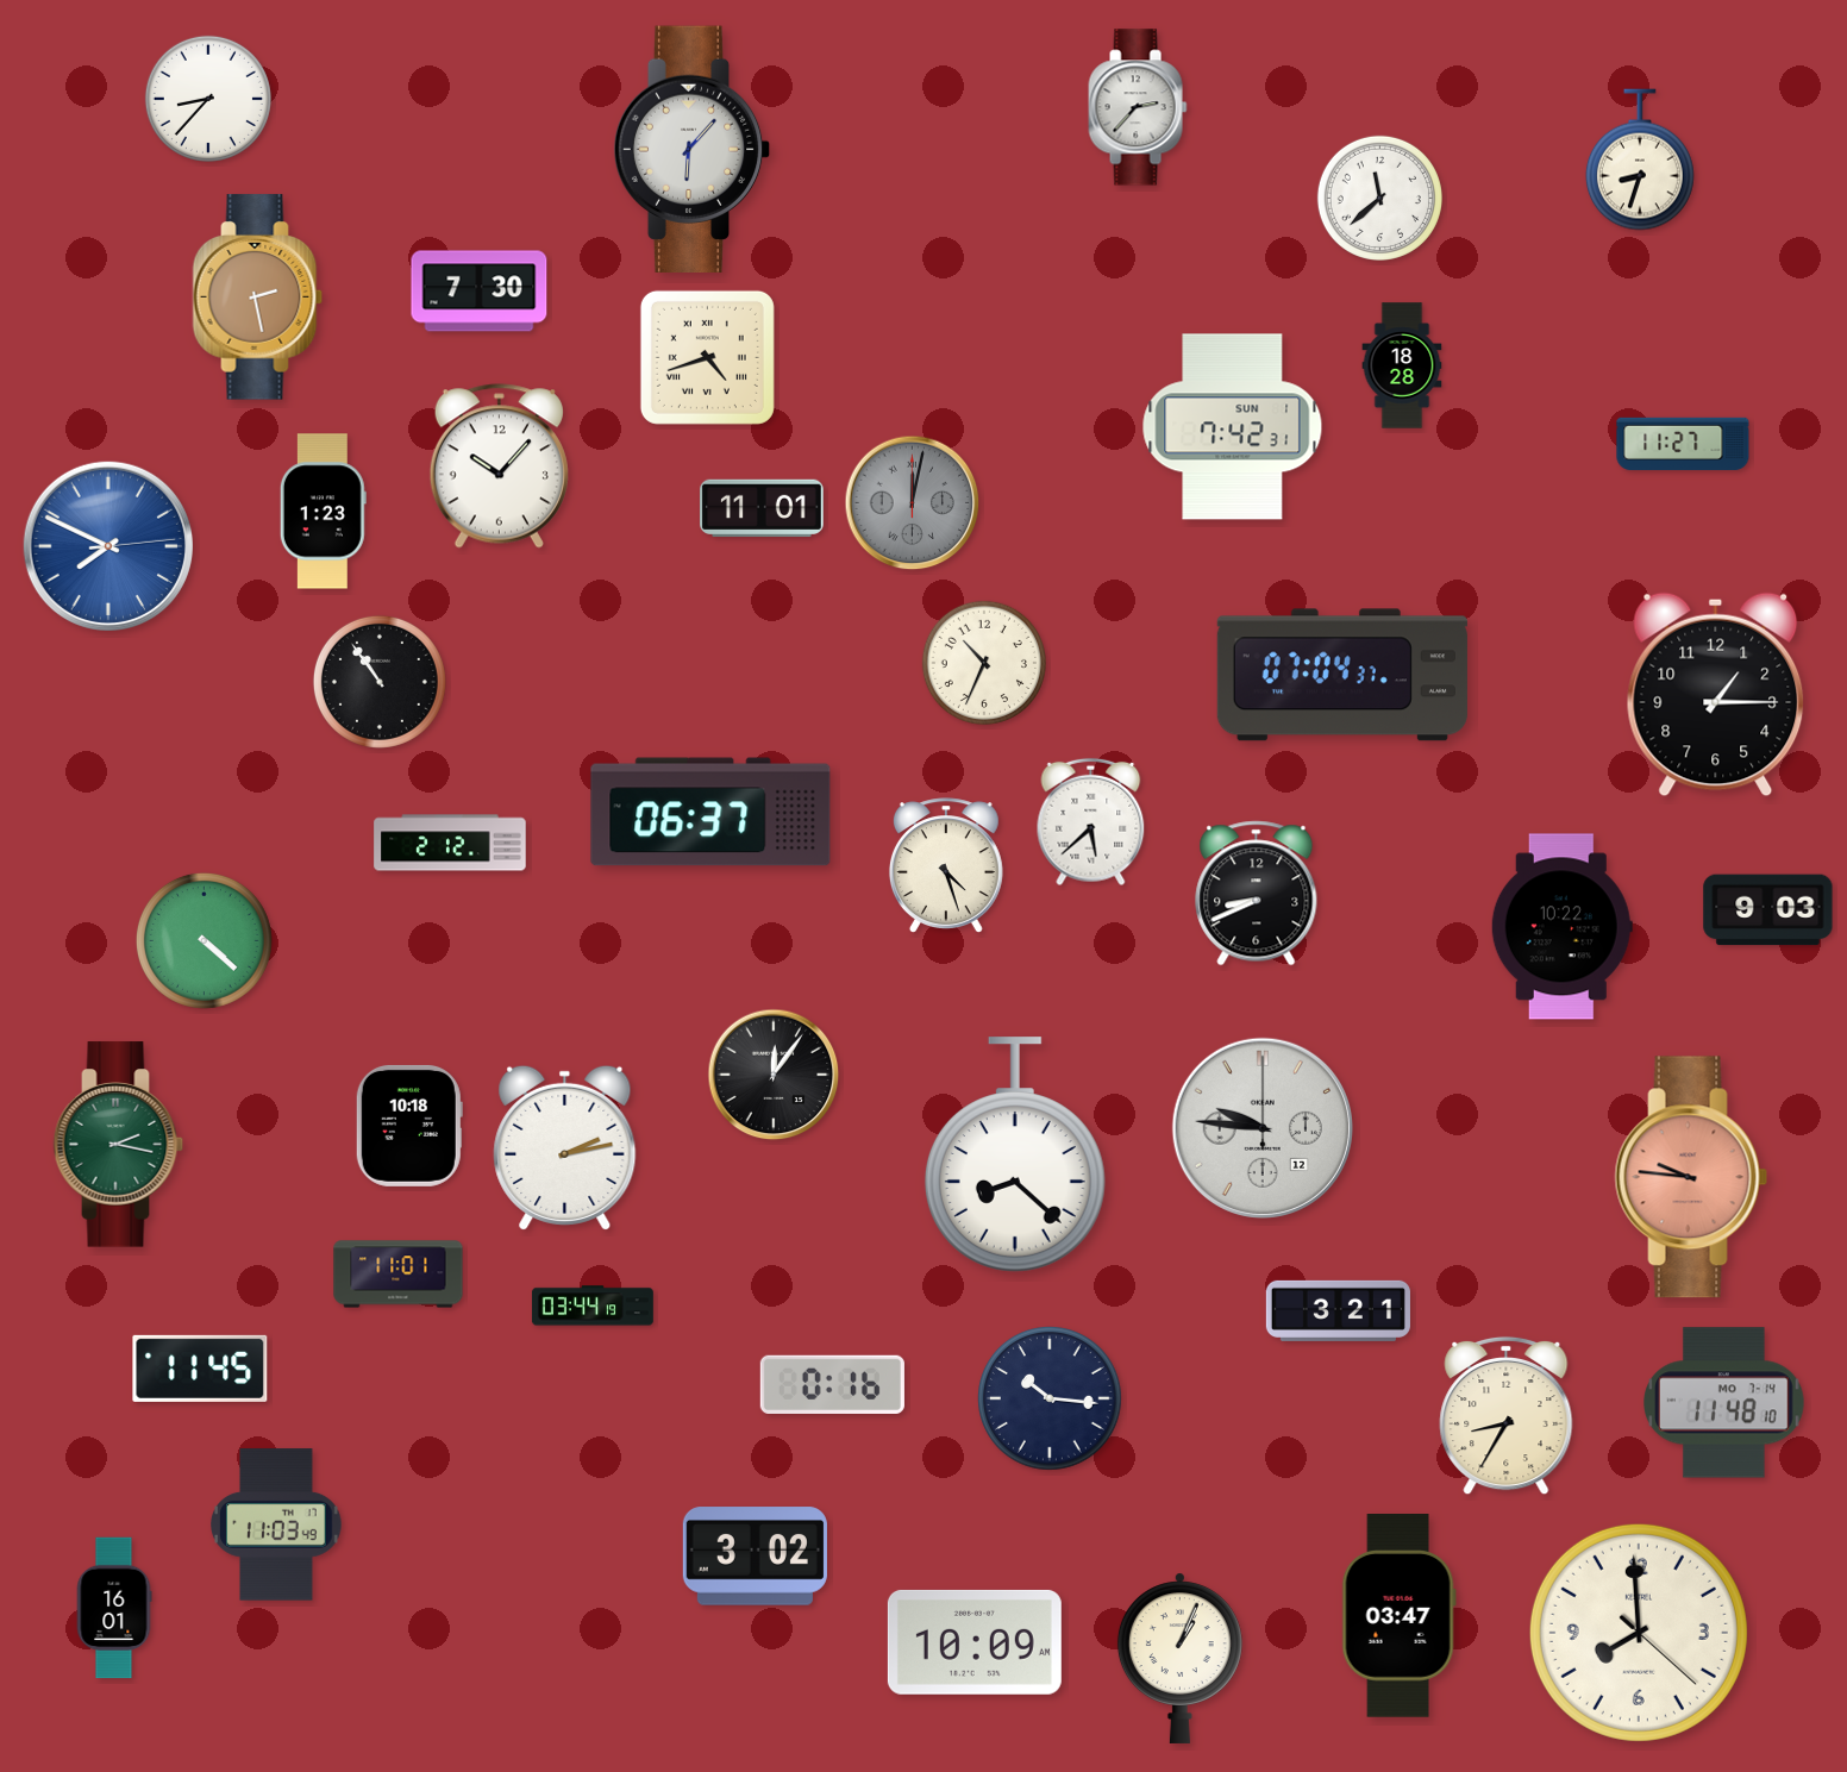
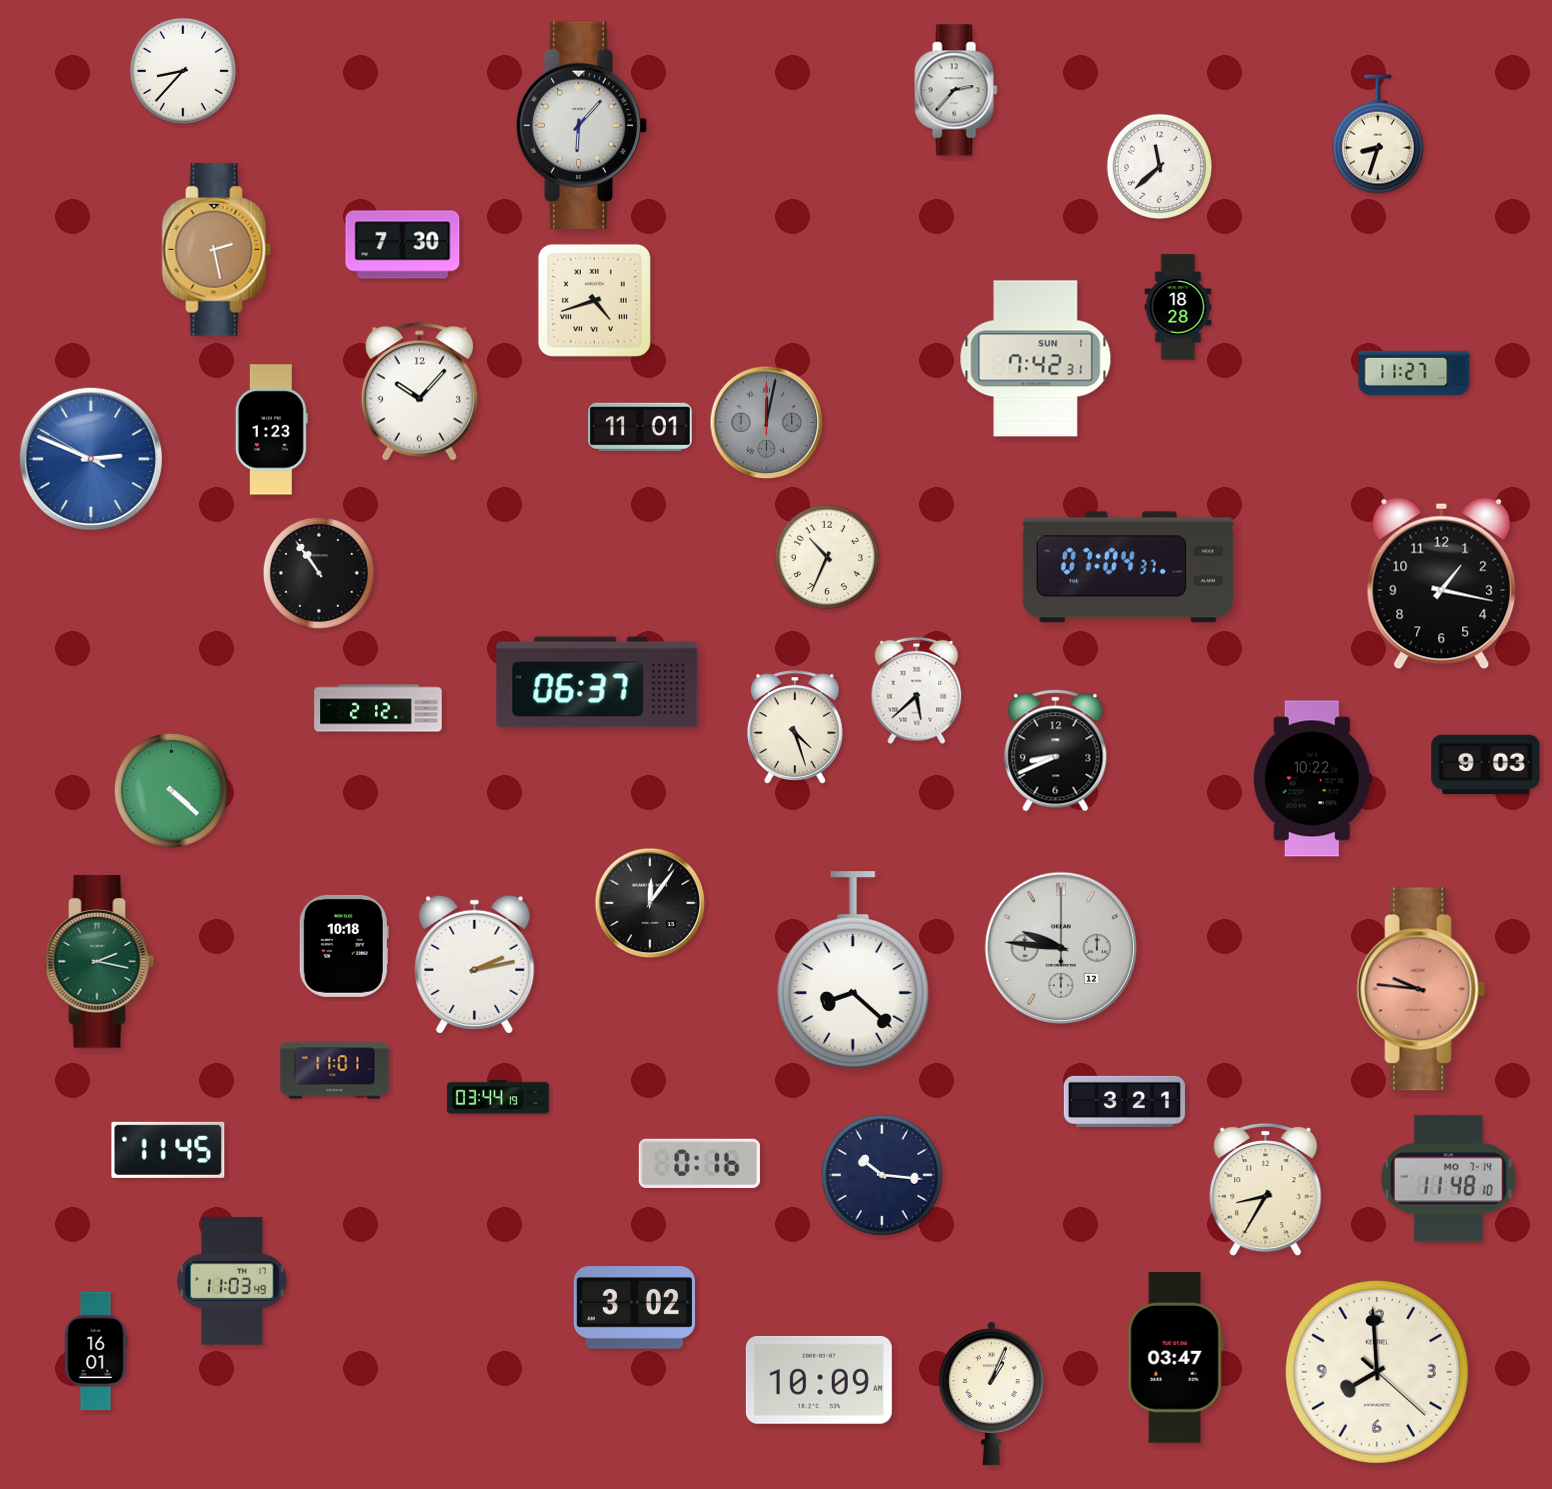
clock at (208, 99) position: (208, 99) -> (183, 71)
clock at (107, 545): 7:49 -> 2:48
clock at (1716, 695): 1:15 -> 1:17
